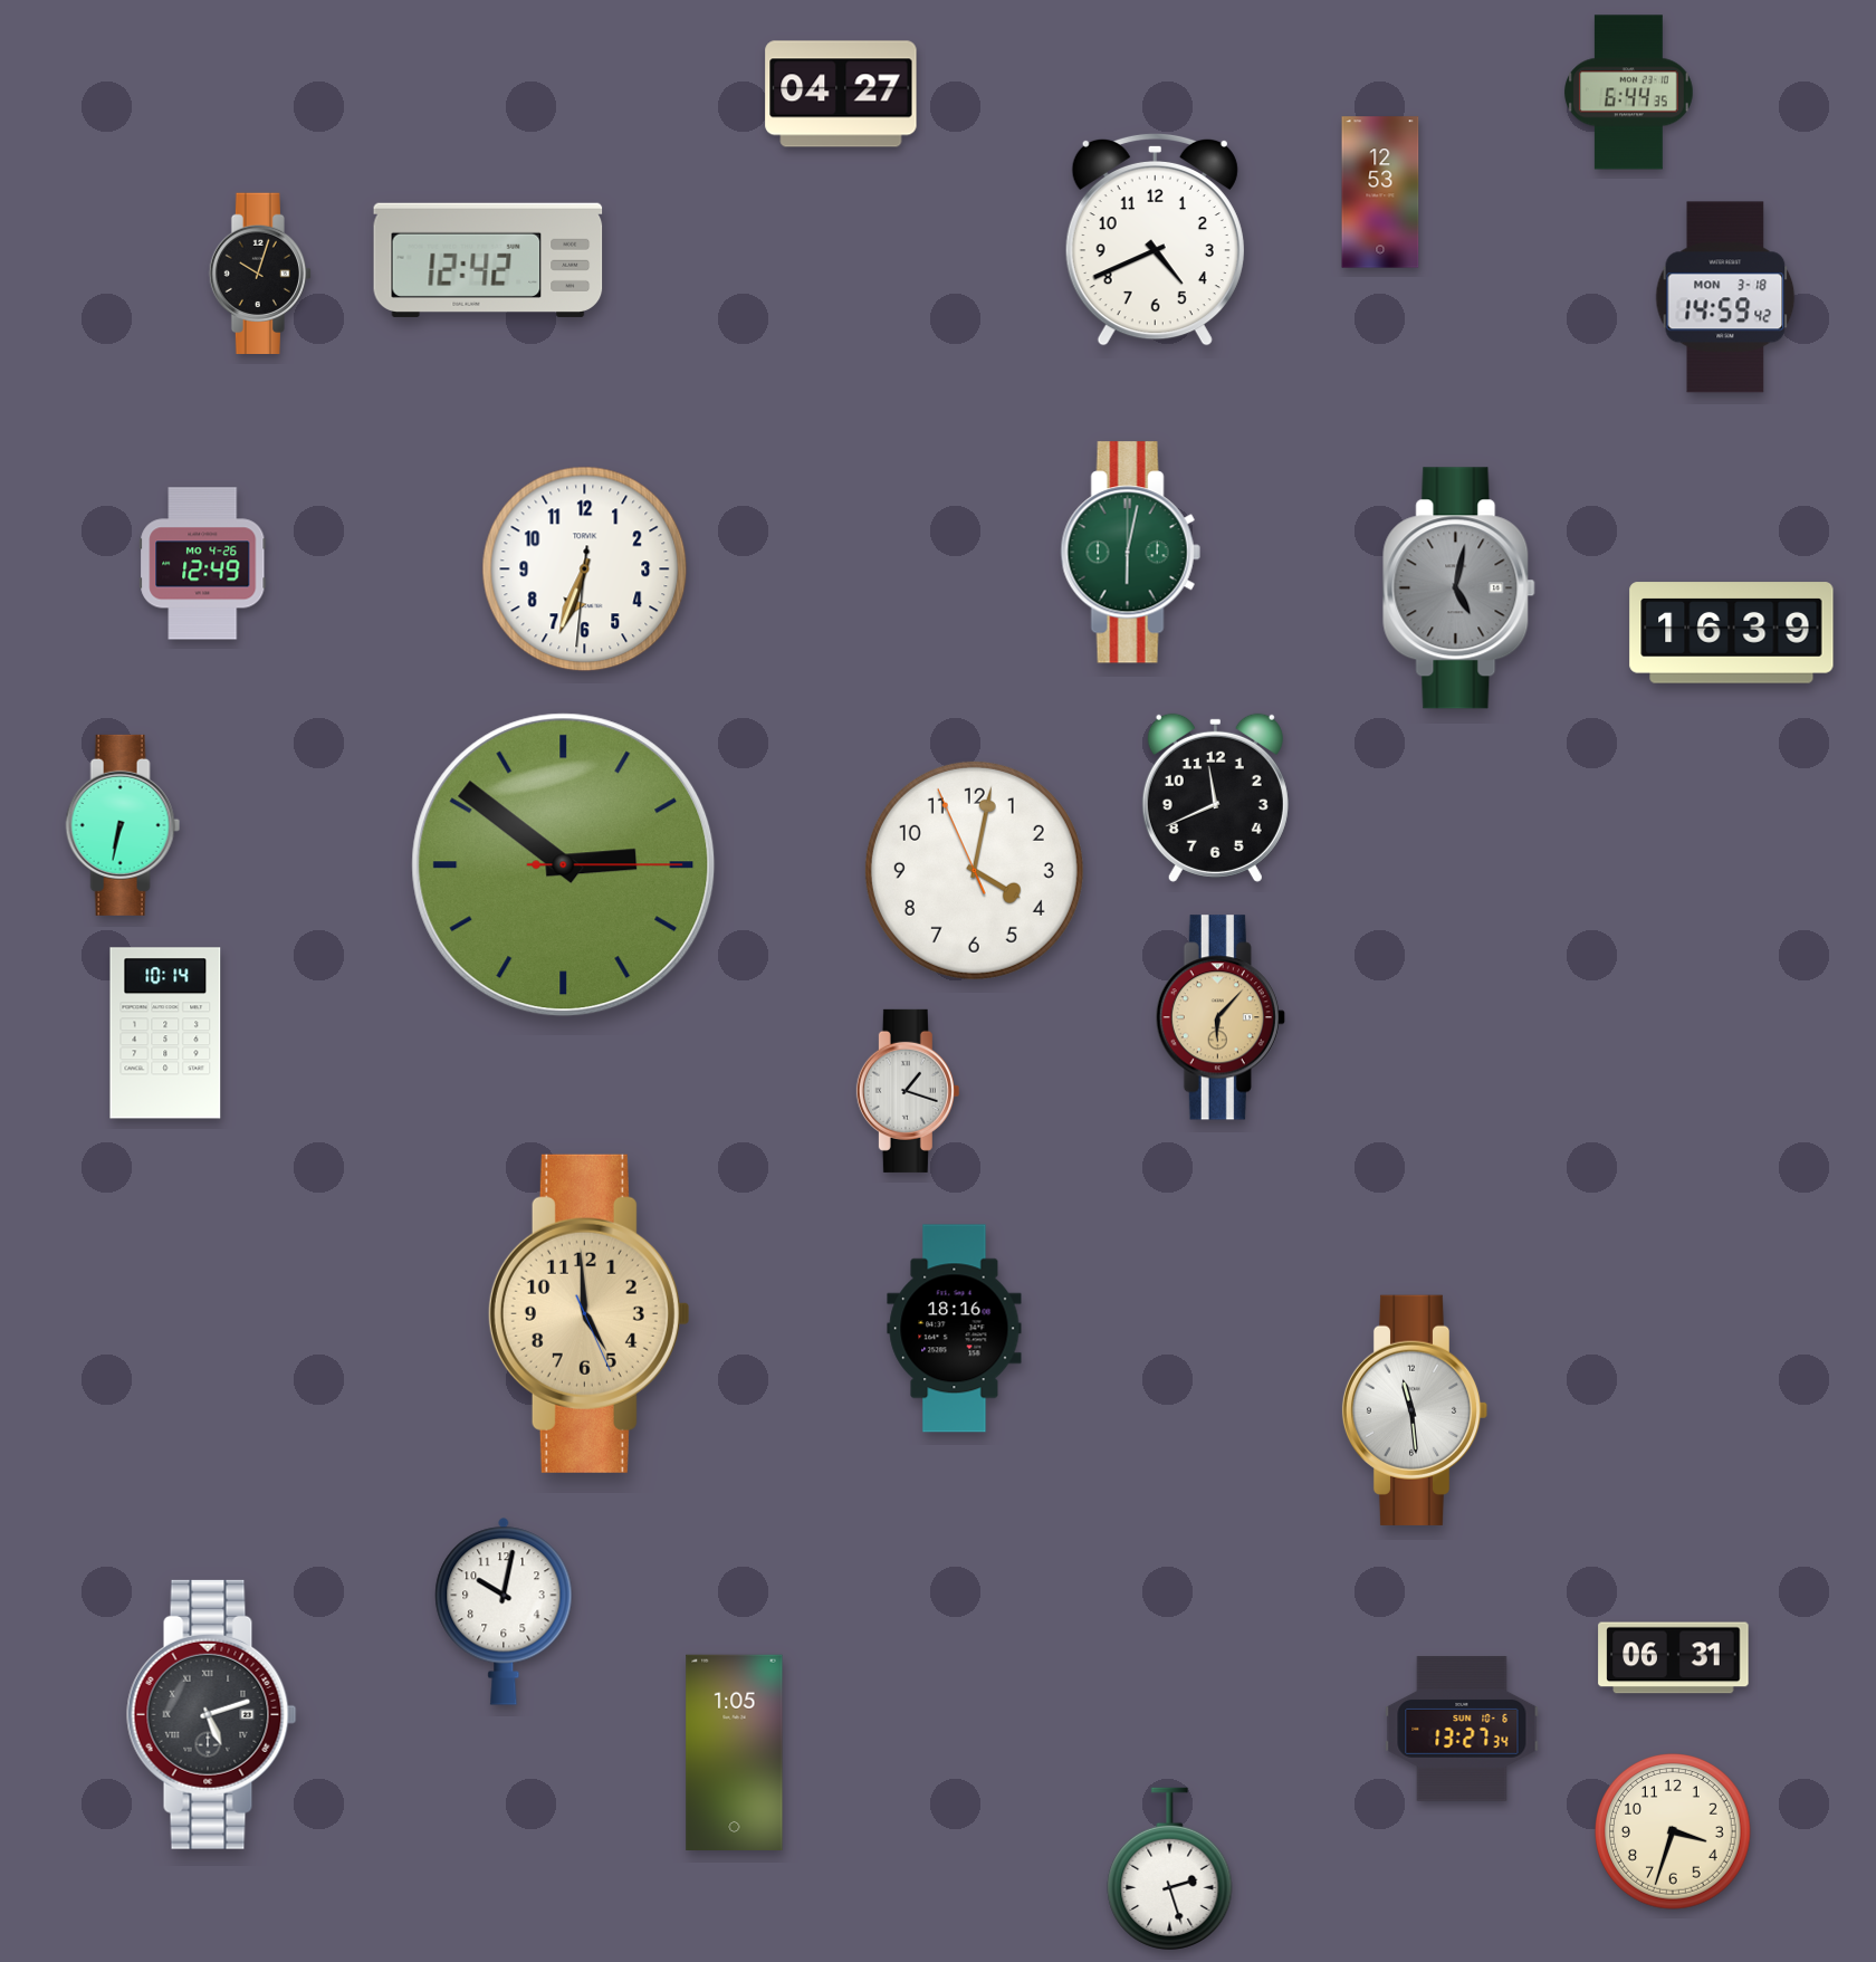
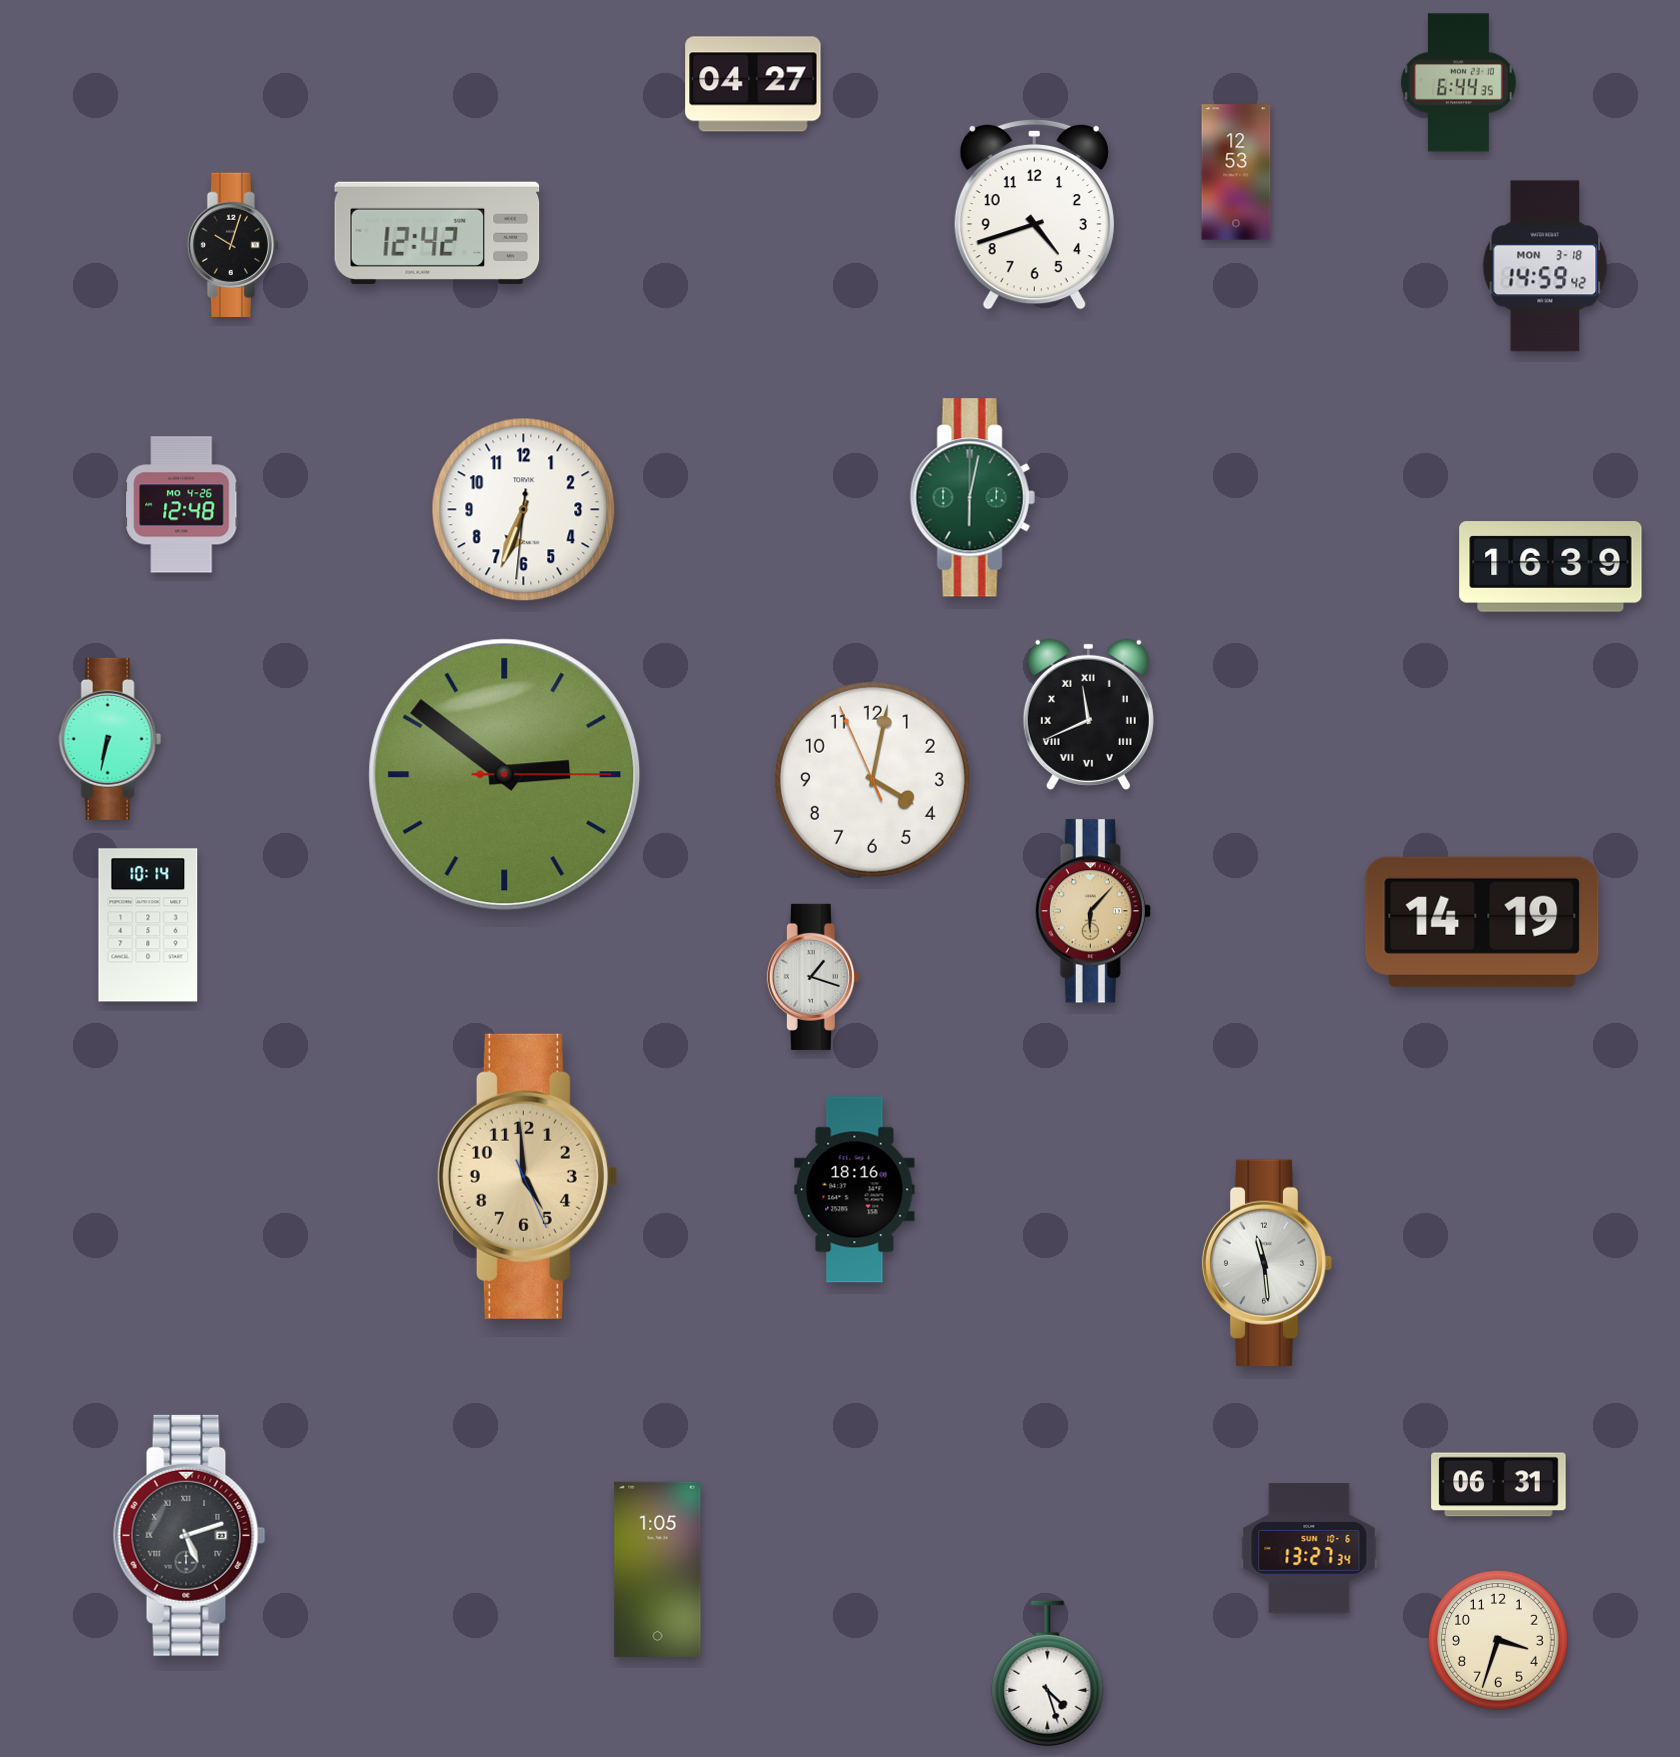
clock at (1155, 239): 4:41 -> 4:42
clock at (1130, 553) position: (1130, 553) -> (972, 498)
clock at (203, 564): 12:49 -> 12:48
clock at (1459, 588): 5:02 -> none
clock at (1215, 797) numerals: Arabic -> Roman
clock at (1482, 922): none -> 14:19
clock at (504, 1611): 10:02 -> none
clock at (1170, 1868): 2:27 -> 4:27
